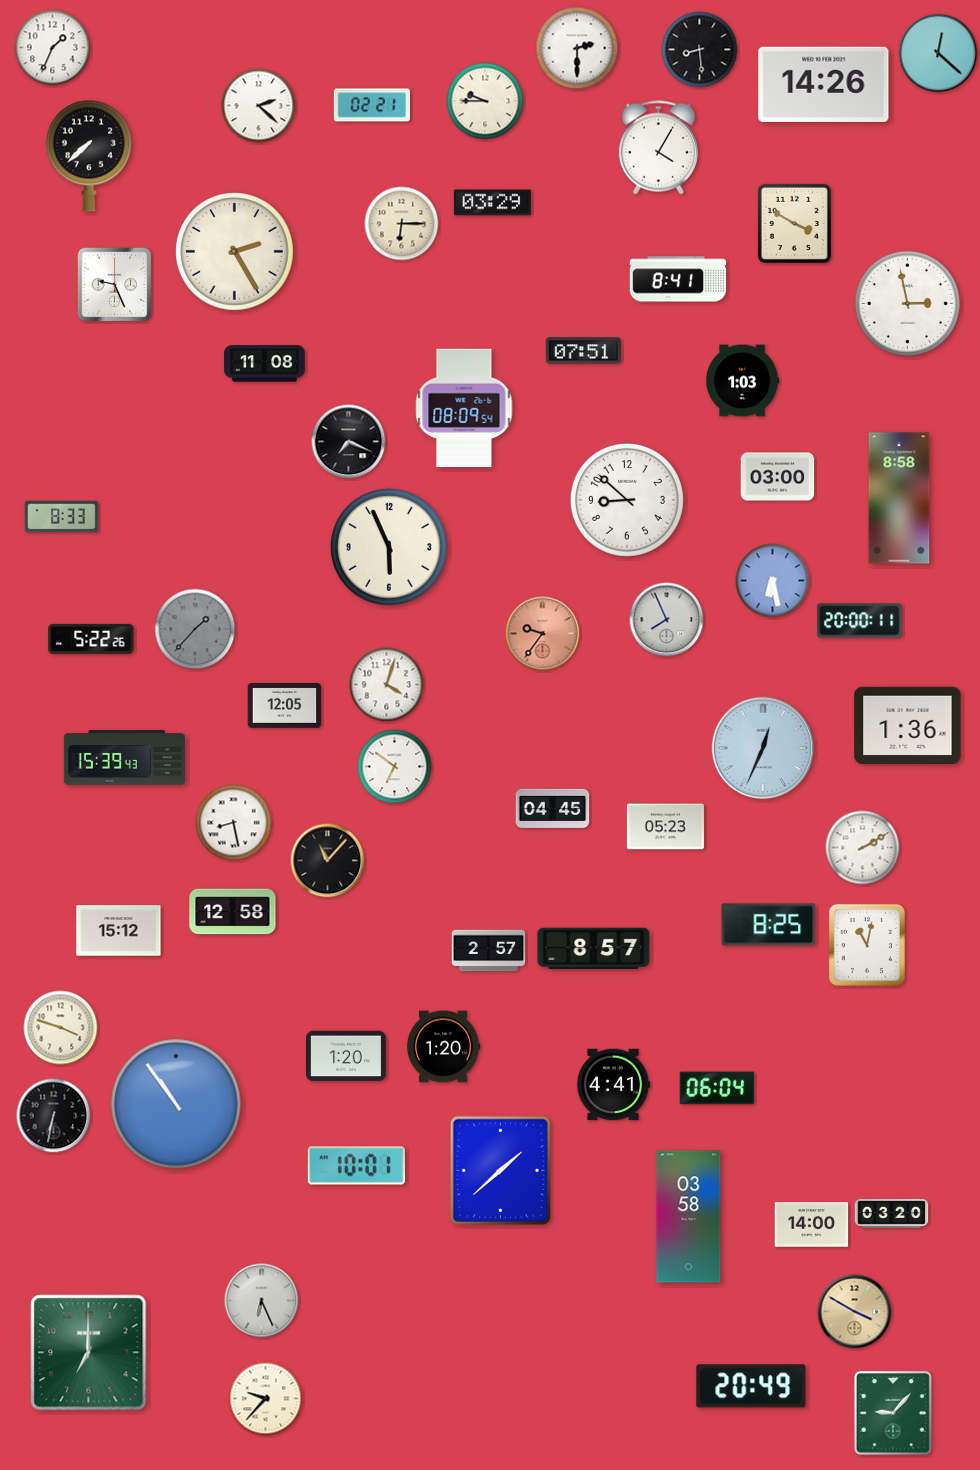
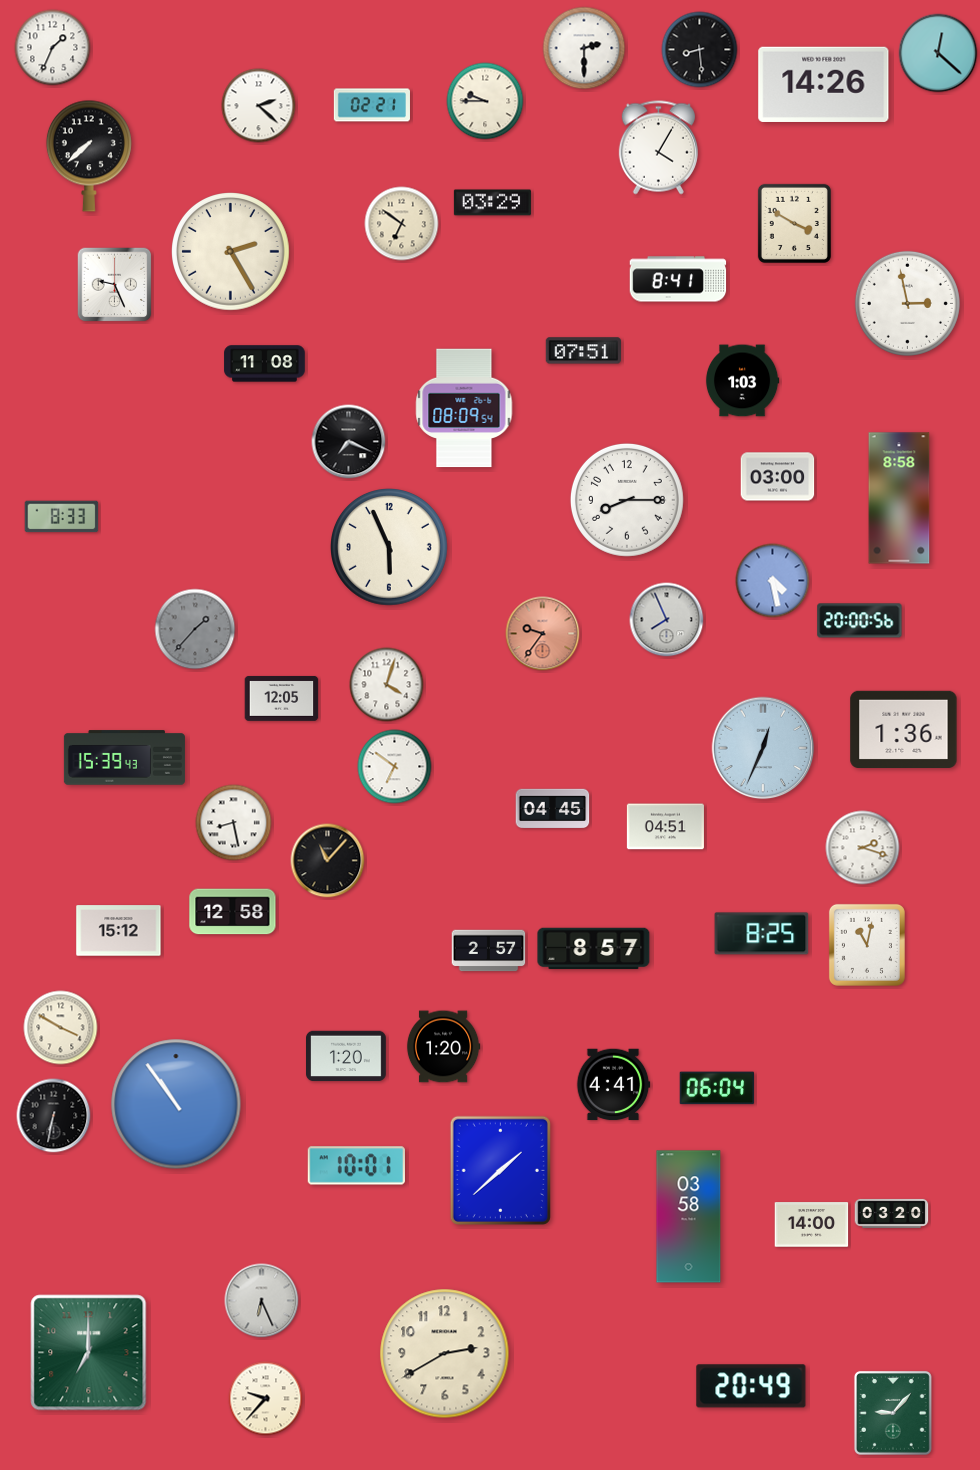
clock at (577, 48) position: (577, 48) -> (584, 48)
clock at (402, 224): 6:15 -> 6:51
clock at (235, 252) position: (235, 252) -> (231, 252)
clock at (627, 500): 8:52 -> 8:15
clock at (773, 581): 6:28 -> 4:28
clock at (860, 621): 20:00:11 -> 20:00:56
clock at (91, 639): 5:22 -> none
clock at (285, 706) position: (285, 706) -> (282, 699)
clock at (908, 725) position: (908, 725) -> (904, 729)
clock at (665, 827): 05:23 -> 04:51
clock at (863, 848): 2:10 -> 2:18
clock at (769, 925) position: (769, 925) -> (762, 934)
clock at (61, 1028): 3:48 -> 3:50
clock at (855, 1312): 3:50 -> none
clock at (445, 1354): none -> 2:40
